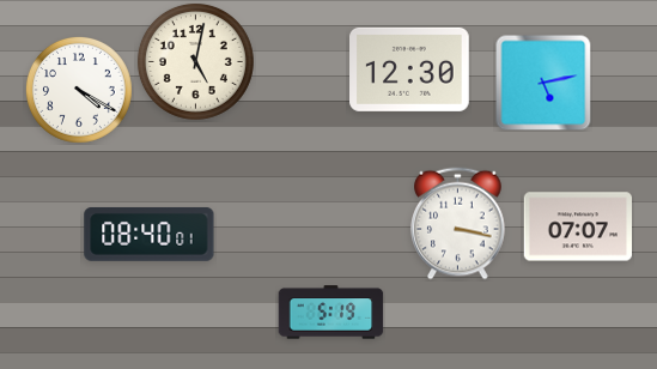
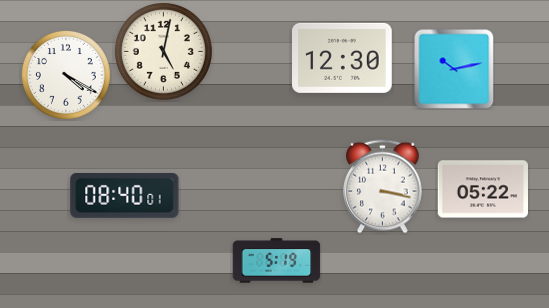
clock at (543, 83): 5:13 -> 10:13
clock at (578, 226): 07:07 -> 05:22
